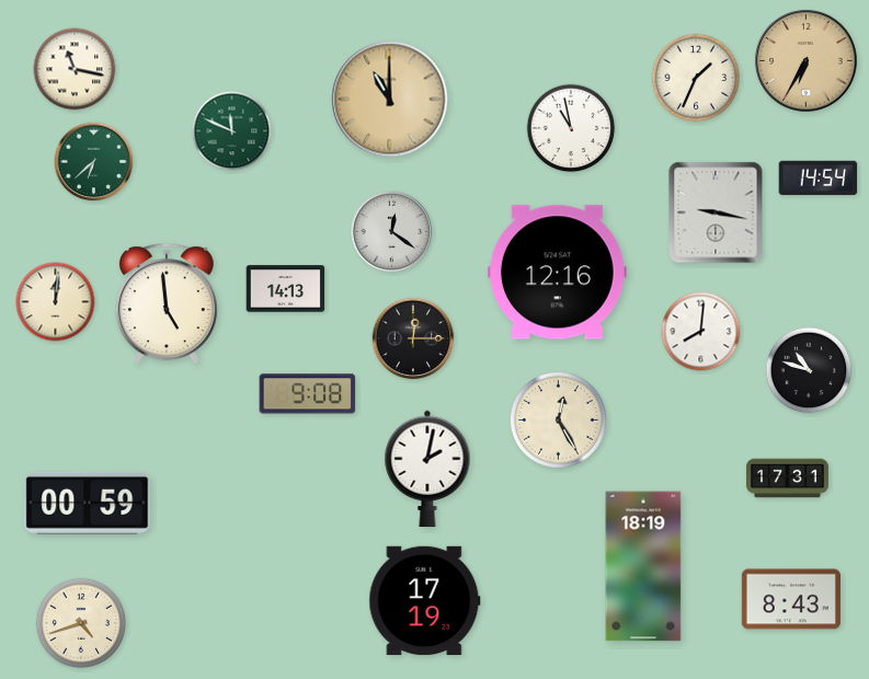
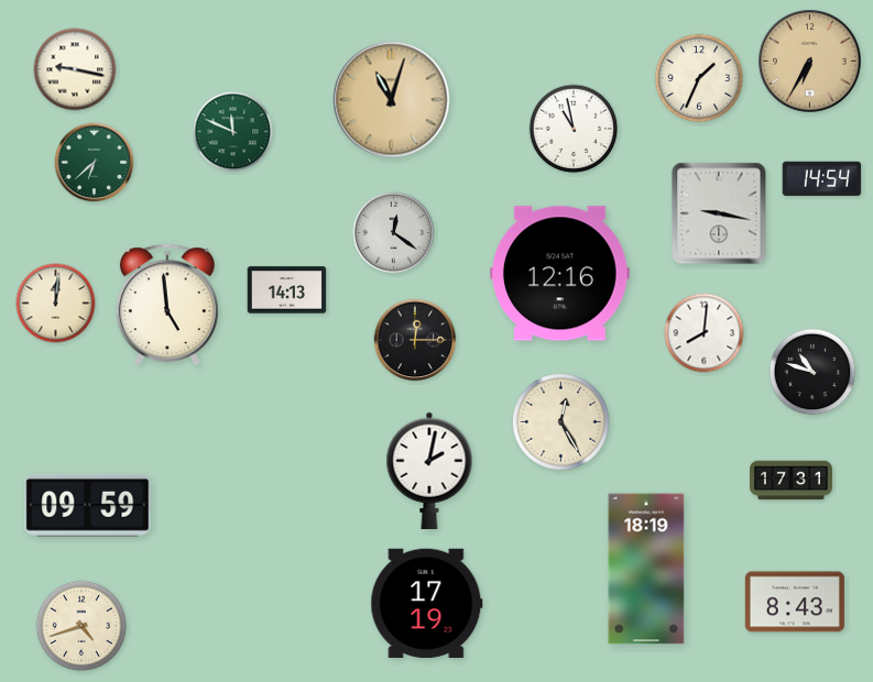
clock at (75, 69): 11:17 -> 9:17
clock at (390, 100): 11:00 -> 11:03
clock at (308, 394): 9:08 -> none
clock at (88, 503): 00:59 -> 09:59
